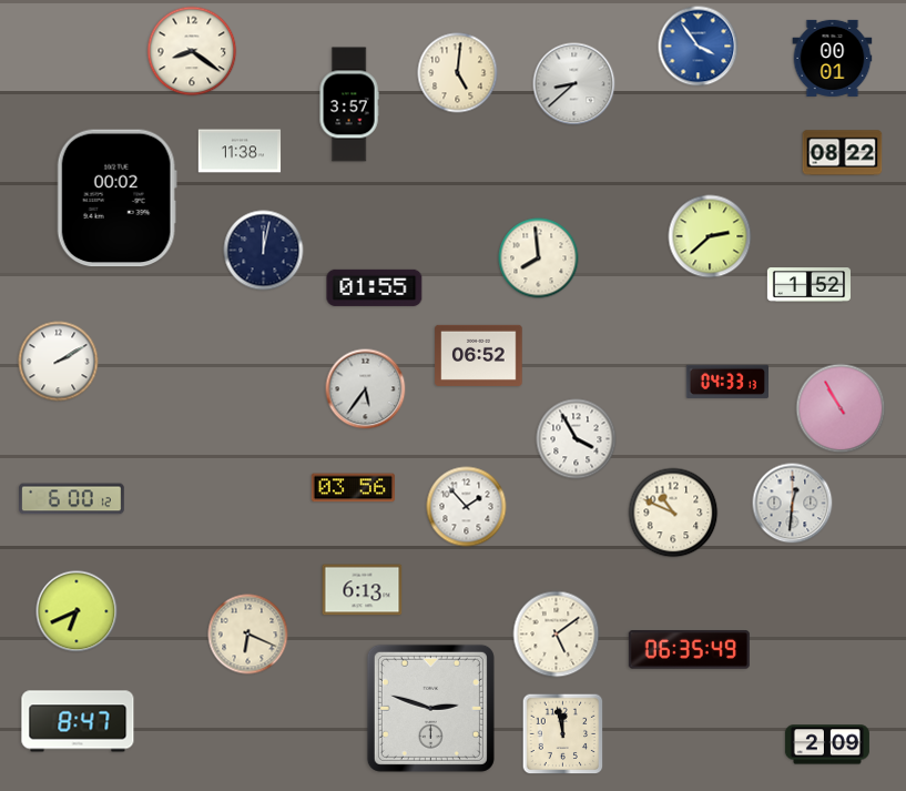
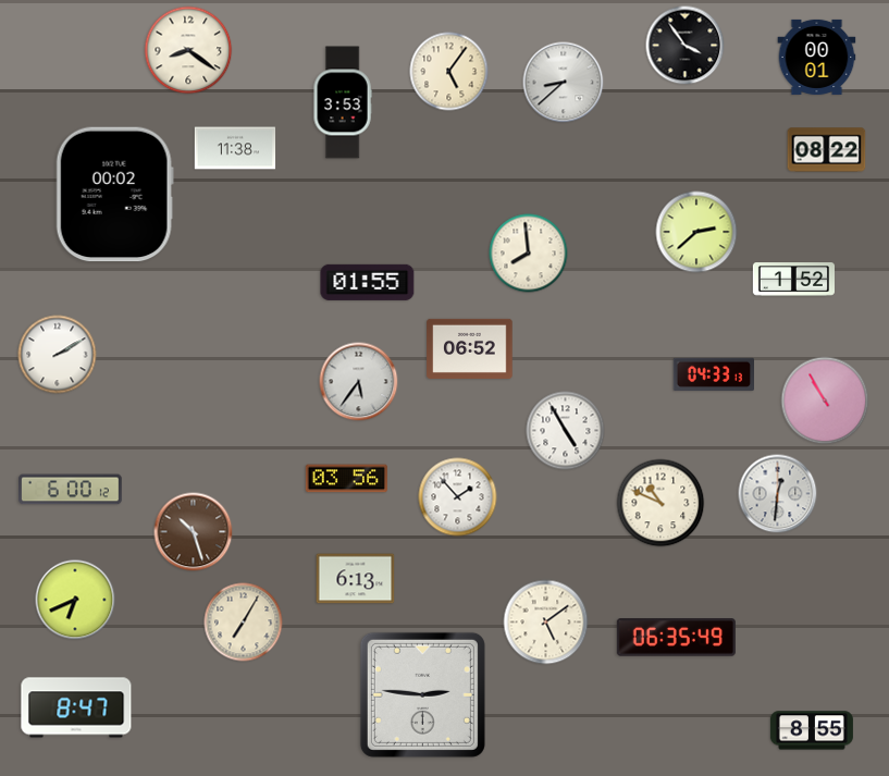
clock at (699, 47) dial: blue -> black
clock at (458, 73): 5:01 -> 5:06
clock at (349, 104): 3:57 -> 3:53
clock at (264, 251): 12:02 -> none
clock at (577, 439): 3:55 -> 4:55
clock at (194, 532): none -> 10:27
clock at (248, 635): 6:19 -> 7:05
clock at (430, 708): 2:48 -> 2:46
clock at (563, 734): 11:58 -> none
clock at (827, 744): 2:09 -> 8:55
